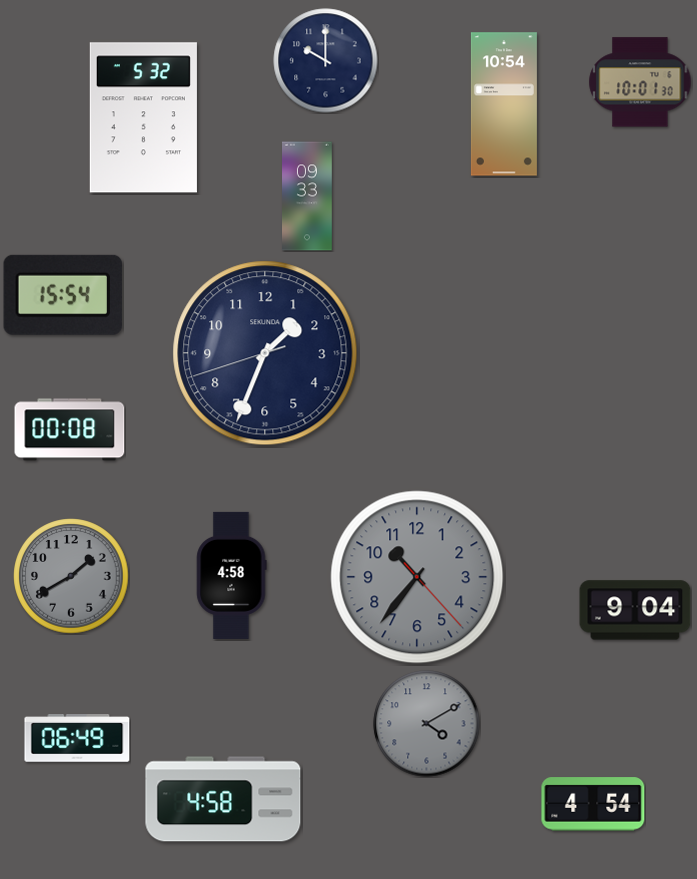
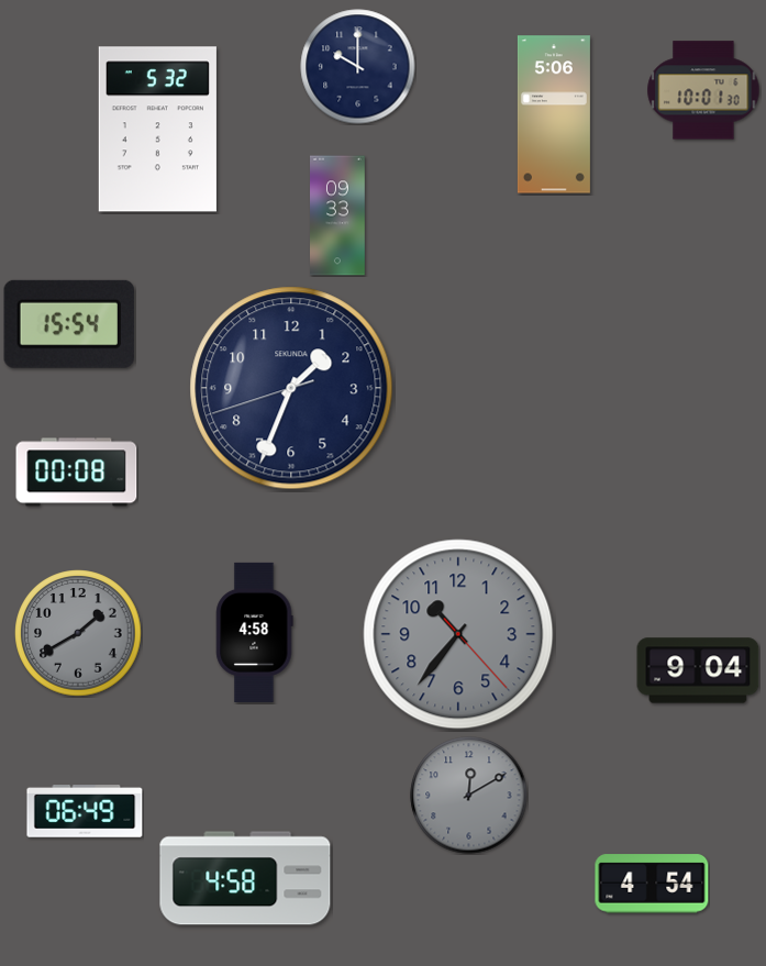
clock at (504, 104): 10:54 -> 5:06
clock at (427, 724): 4:10 -> 12:10
